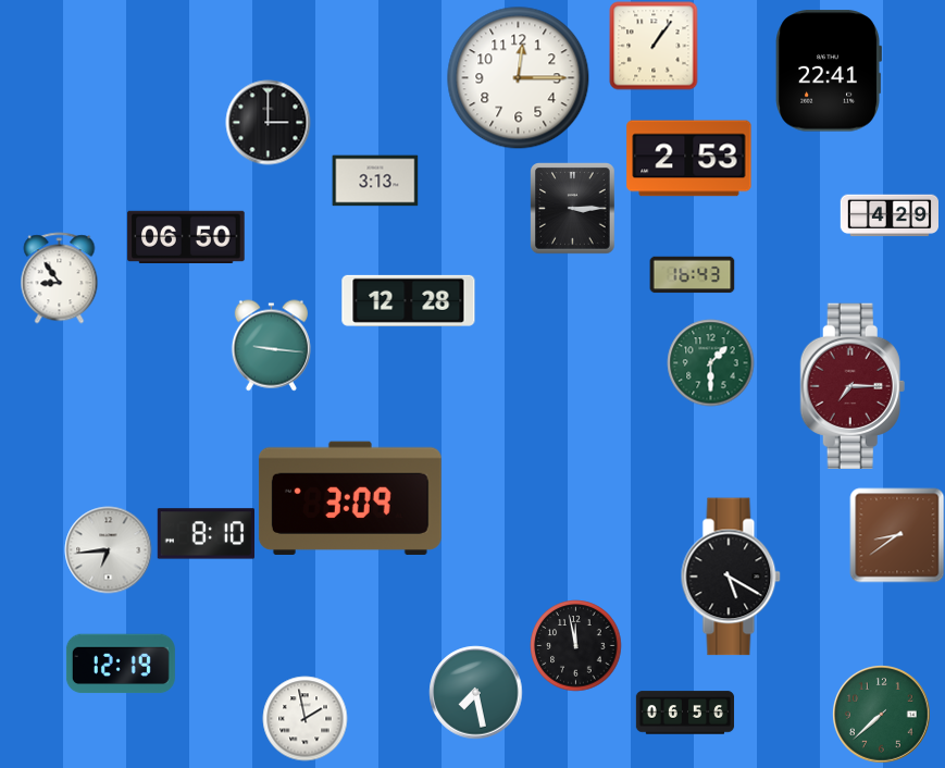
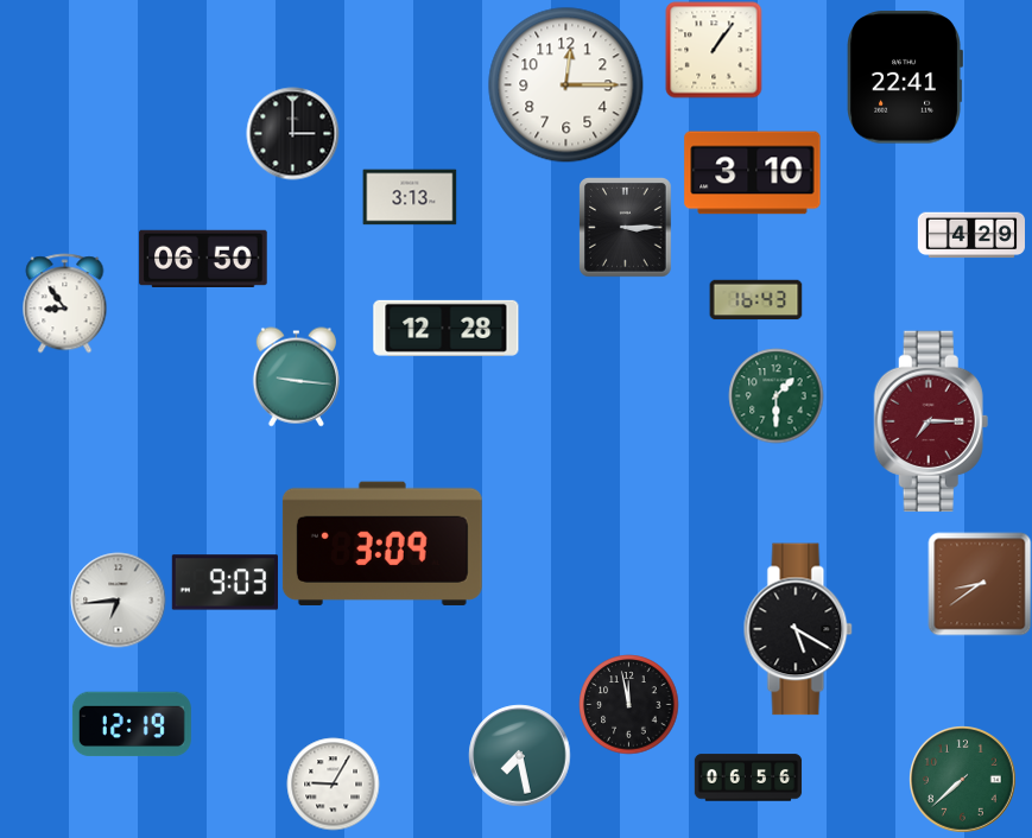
clock at (689, 159): 2:53 -> 3:10
clock at (206, 534): 8:10 -> 9:03
clock at (304, 718): 1:58 -> 9:05
